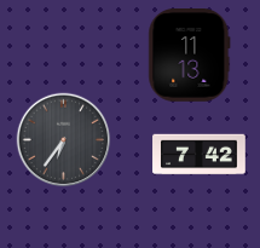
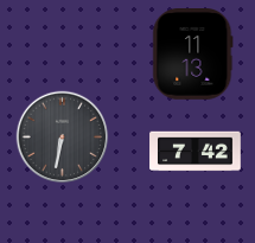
clock at (190, 56) position: (190, 56) -> (193, 55)
clock at (63, 139): 6:36 -> 6:32
